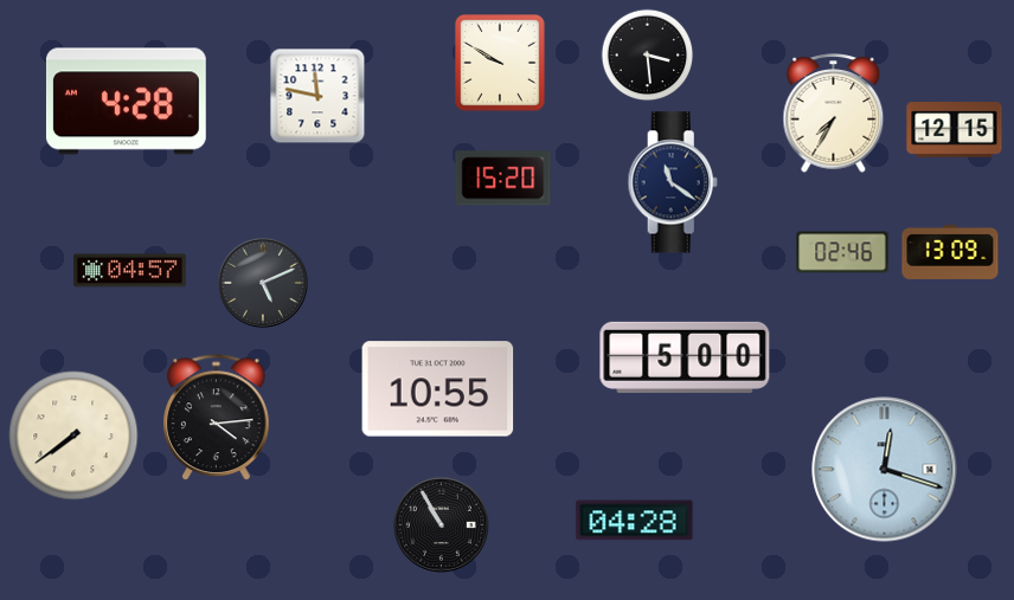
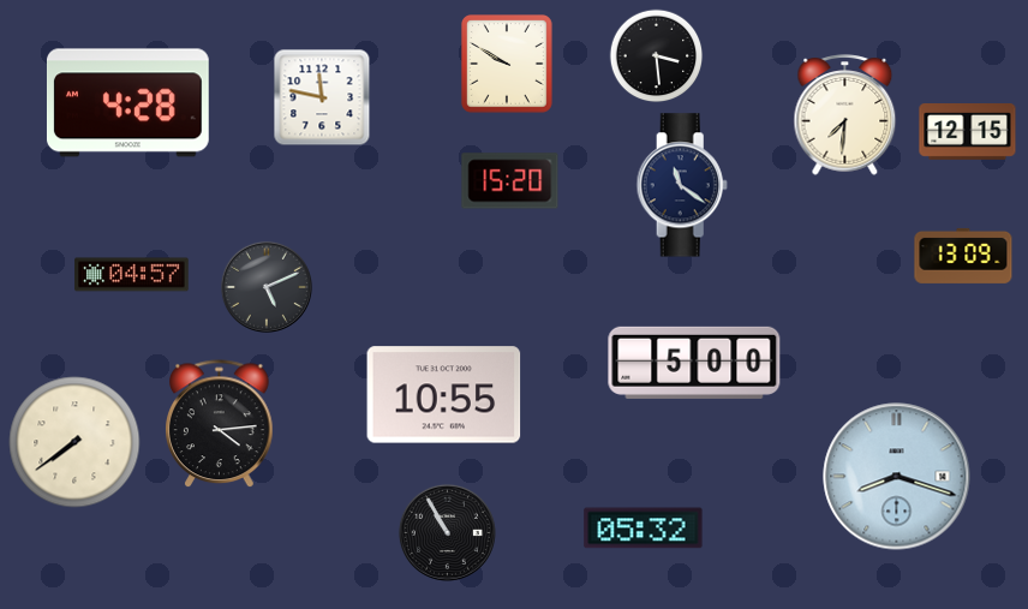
clock at (834, 114): 7:35 -> 7:31
clock at (842, 252): 02:46 -> none
clock at (885, 470): 12:18 -> 8:18
clock at (635, 521): 04:28 -> 05:32
